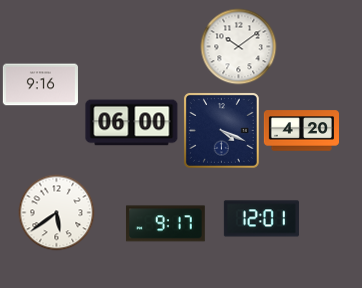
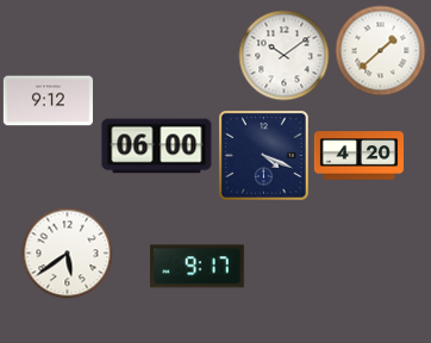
clock at (381, 51): none -> 1:38
clock at (40, 85): 9:16 -> 9:12
clock at (261, 219): 12:01 -> none
